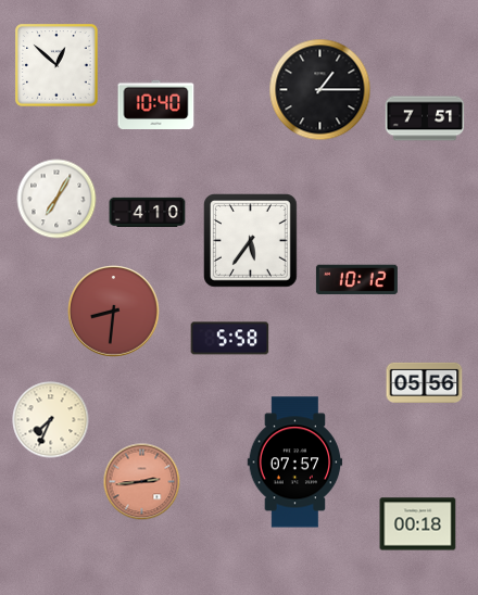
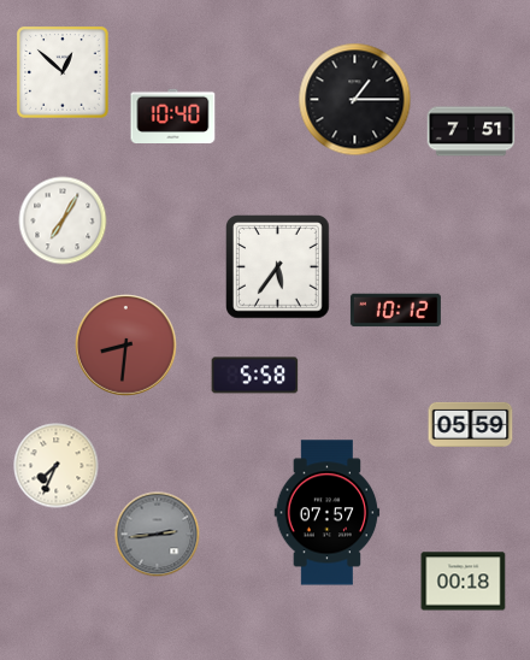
clock at (148, 212): 4:10 -> none
clock at (425, 382): 05:56 -> 05:59
clock at (142, 482) dial: salmon -> grey
